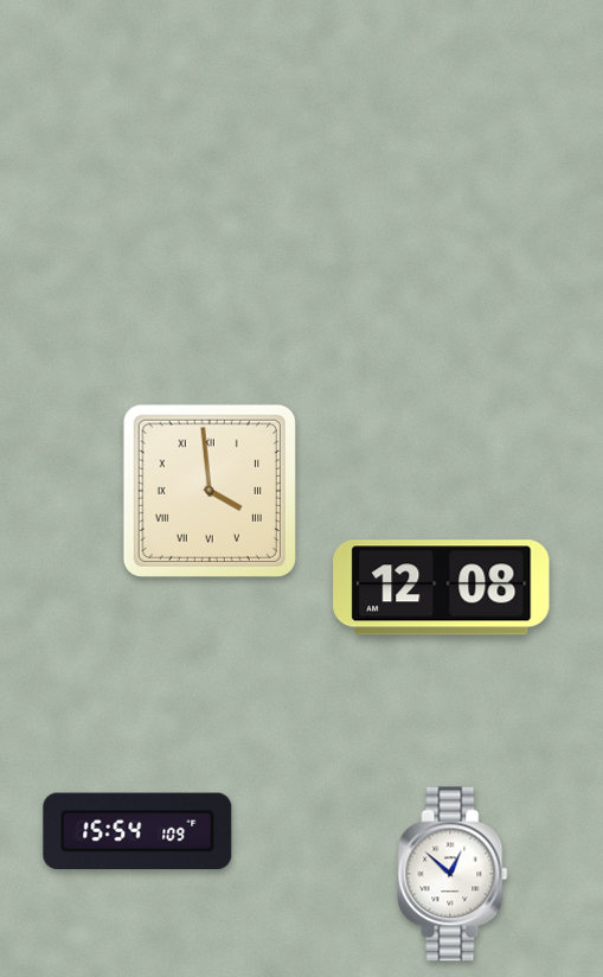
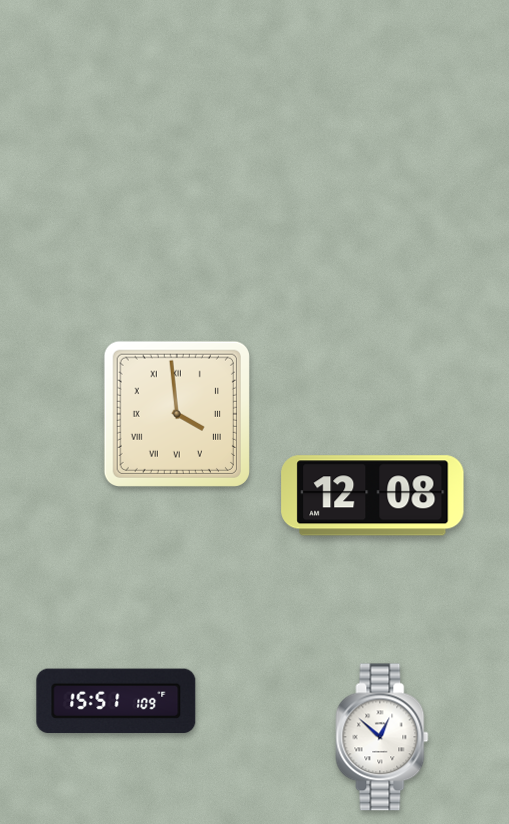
clock at (137, 831): 15:54 -> 15:51
